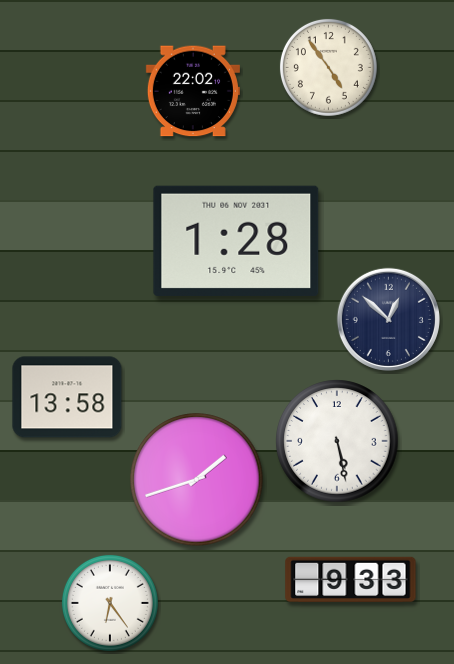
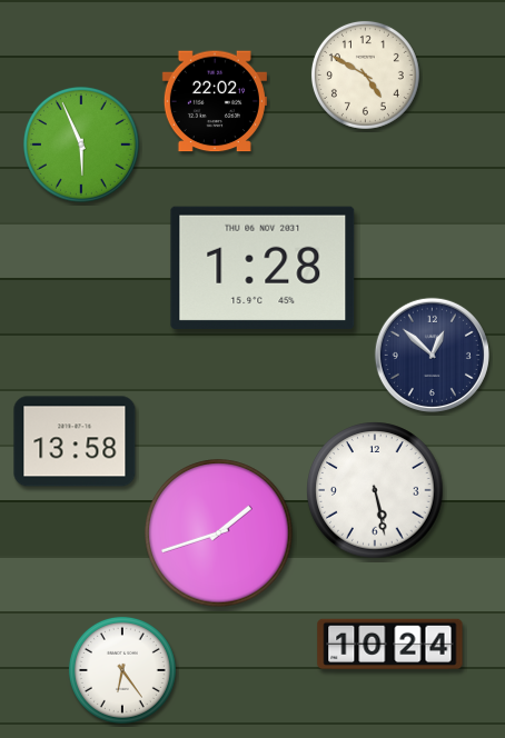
clock at (328, 67): 4:54 -> 4:50
clock at (81, 144): none -> 5:56
clock at (351, 580): 9:33 -> 10:24
